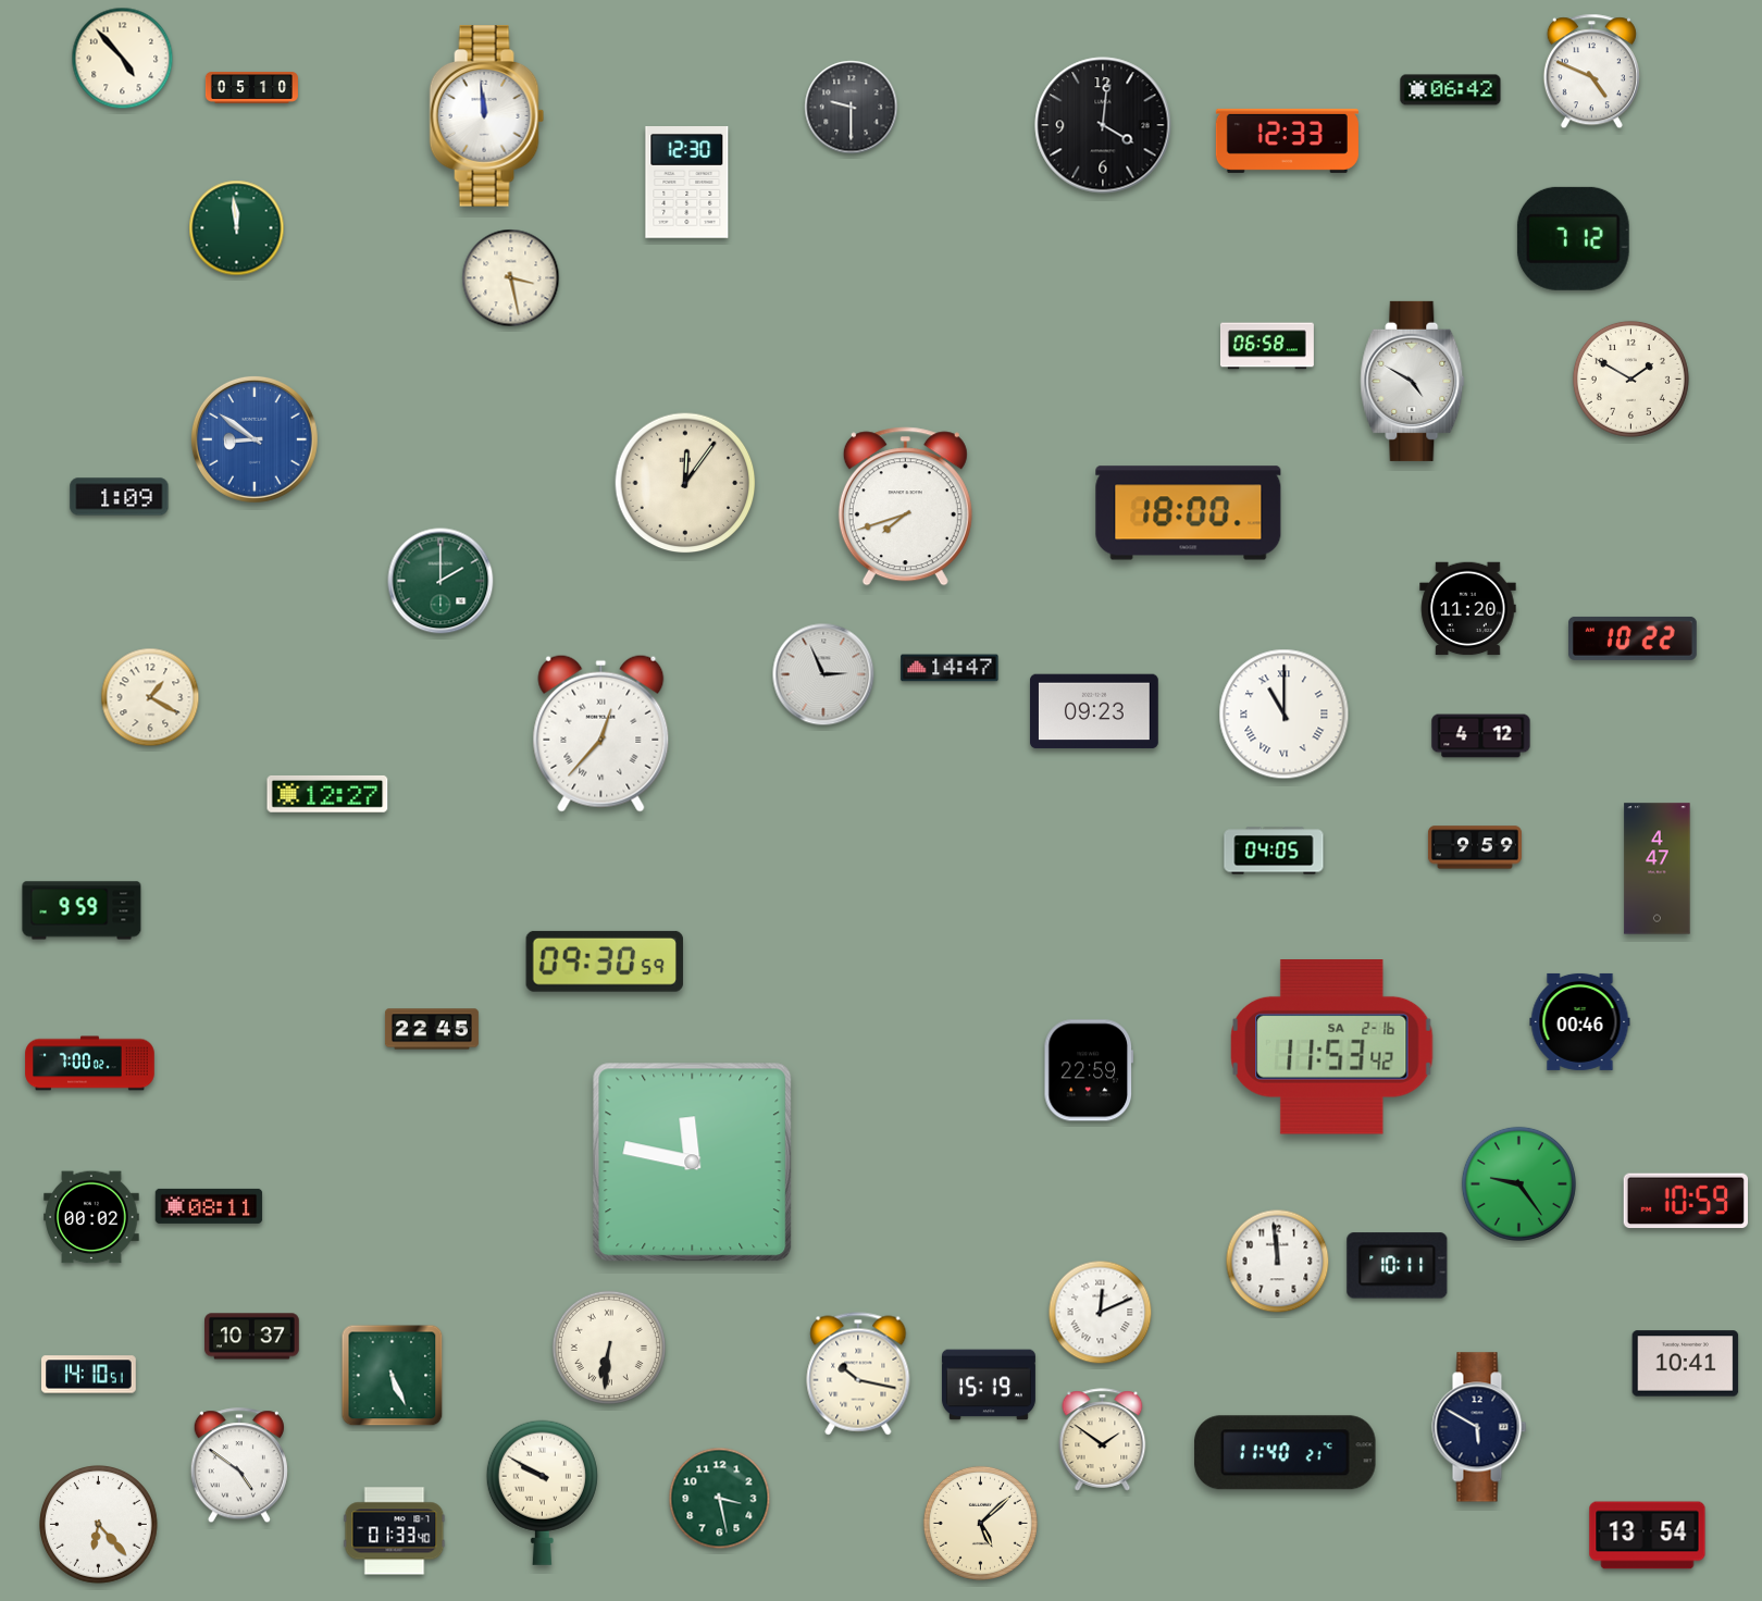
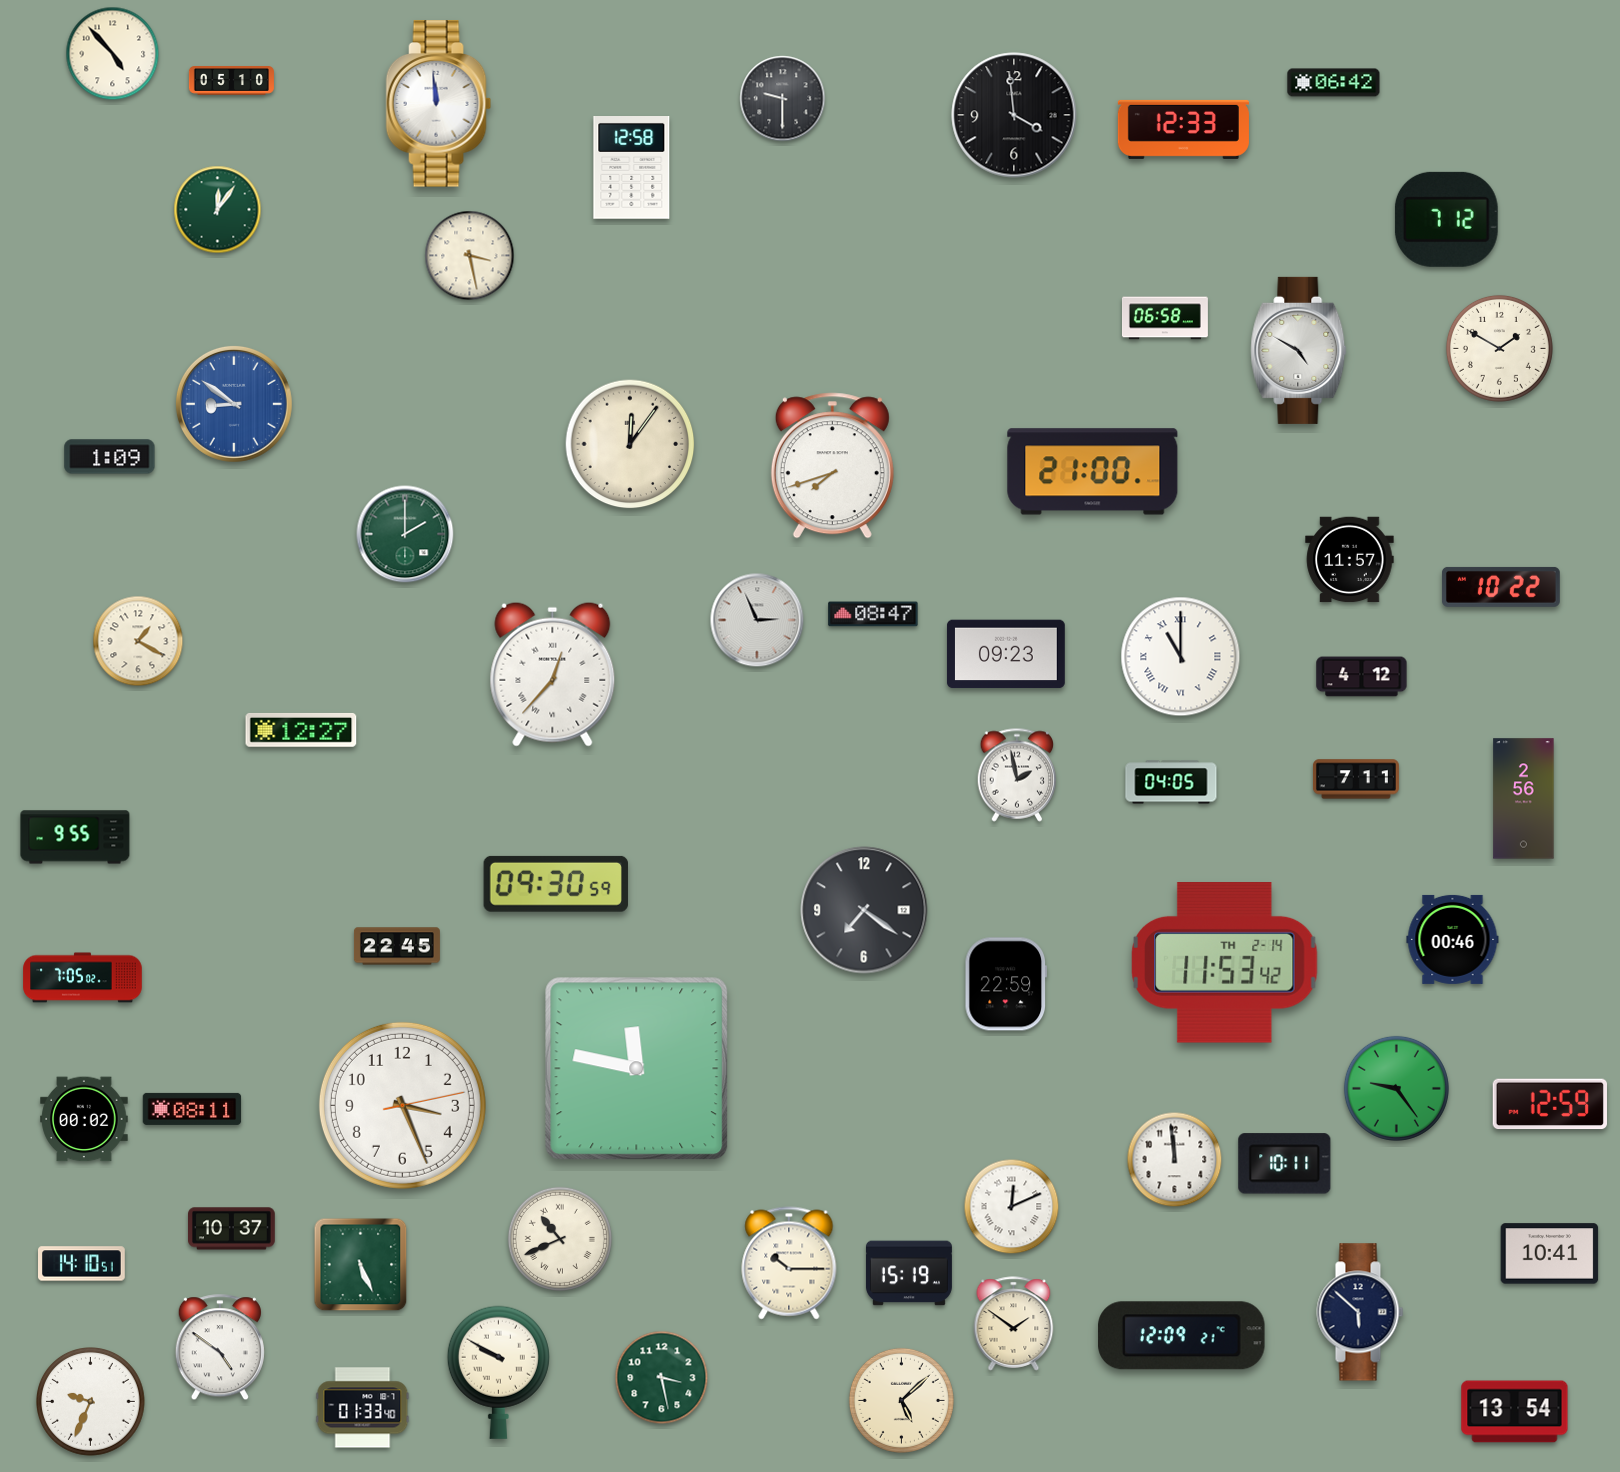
clock at (1591, 72): 4:49 -> none
clock at (487, 116) position: (487, 116) -> (439, 104)
clock at (1103, 125): 4:01 -> 3:59
clock at (687, 183): 12:30 -> 12:58
clock at (237, 228): 11:59 -> 12:06
clock at (1189, 513): 18:00 -> 21:00
clock at (1468, 609): 11:20 -> 11:57
clock at (950, 668): 14:47 -> 08:47
clock at (1017, 775): none -> 1:58
clock at (1475, 847): 9:59 -> 7:11
clock at (1658, 869): 4:47 -> 2:56
clock at (82, 910): 9:59 -> 9:55
clock at (864, 910): none -> 7:21
clock at (1332, 1047) date: SA 2-16 -> TH 2-14
clock at (90, 1064): 7:00 -> 7:05
clock at (1088, 1070) position: (1088, 1070) -> (1005, 984)
clock at (1685, 1201): 10:59 -> 12:59
clock at (402, 1105): none -> 3:26
clock at (609, 1348): 6:31 -> 10:41
clock at (858, 1374): 10:17 -> 10:15
clock at (1479, 1427): 5:50 -> 5:52
clock at (1286, 1453): 11:40 -> 12:09
clock at (99, 1525): 6:23 -> 9:34
